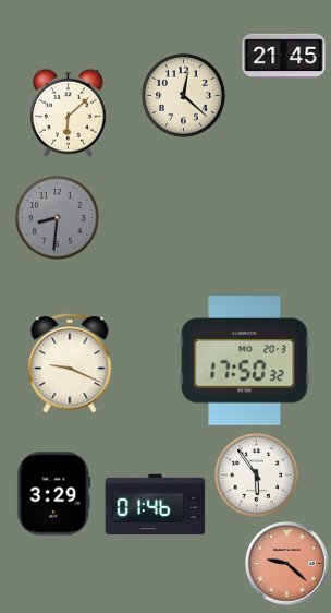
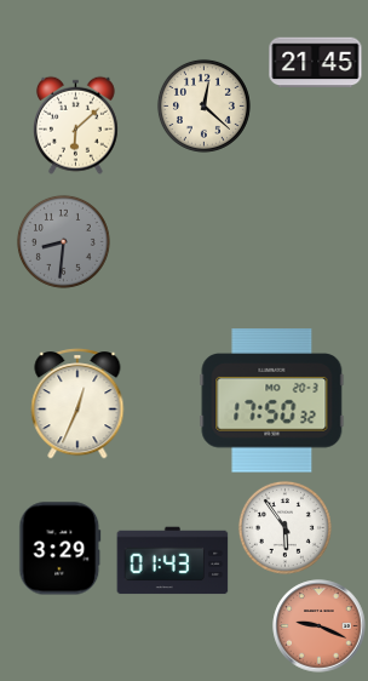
clock at (70, 363): 9:19 -> 12:34
clock at (156, 505): 01:46 -> 01:43
clock at (287, 564): 9:22 -> 9:19
